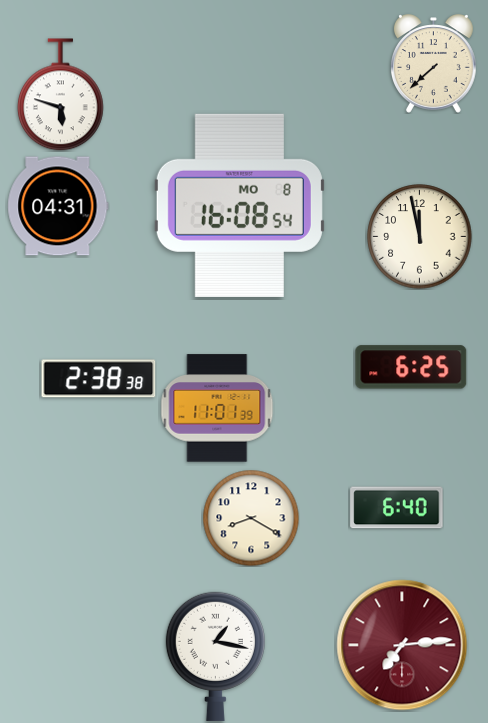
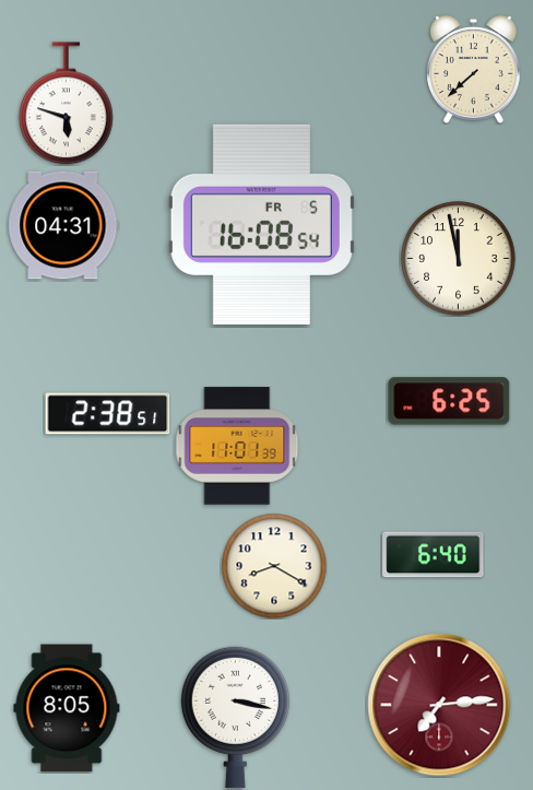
clock at (239, 205) date: MO 8 -> FR 5
clock at (99, 379): 2:38:38 -> 2:38:51
clock at (67, 708): none -> 8:05
clock at (215, 656): 1:17 -> 3:17
